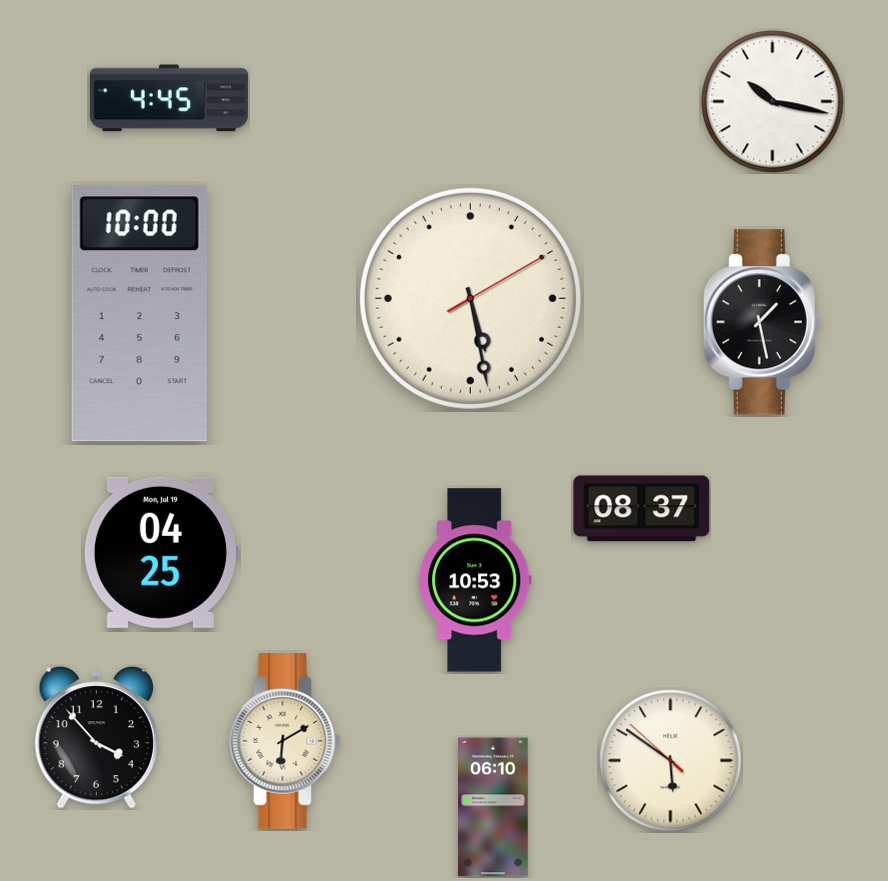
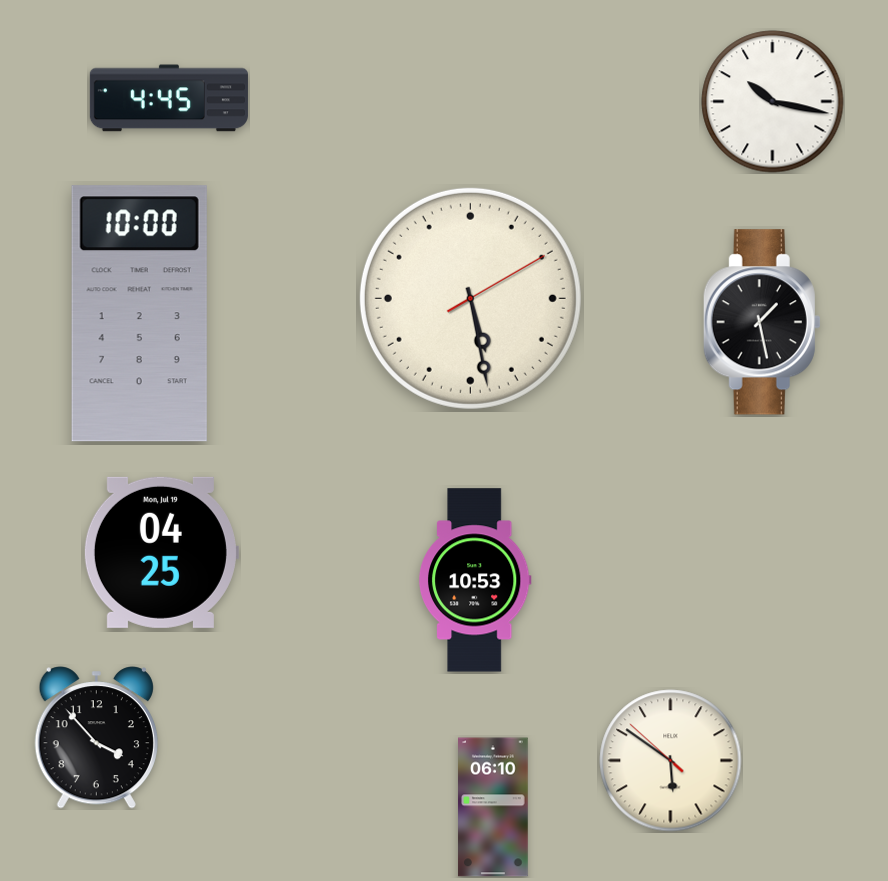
clock at (642, 509): 08:37 -> none
clock at (285, 741): 6:10 -> none
